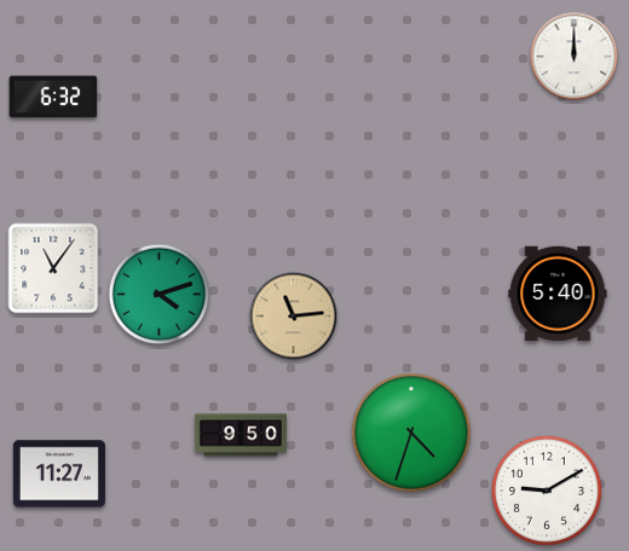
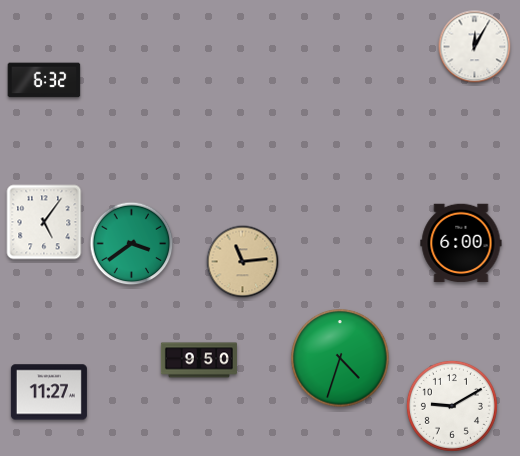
clock at (575, 57): 12:00 -> 12:05
clock at (53, 268): 11:06 -> 5:06
clock at (558, 294): 5:40 -> 6:00
clock at (160, 295): 4:12 -> 3:39
